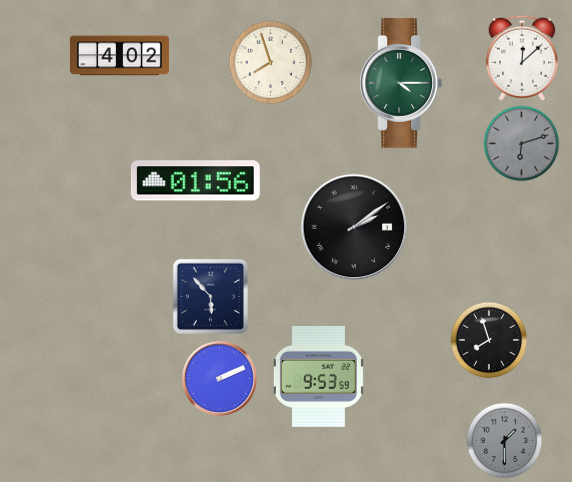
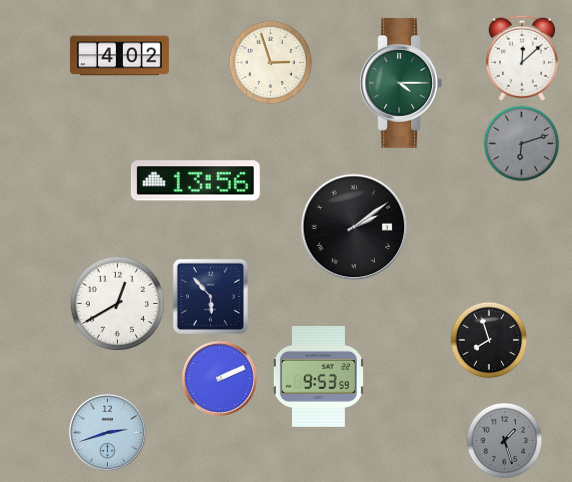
clock at (271, 63): 7:57 -> 2:57
clock at (195, 181): 01:56 -> 13:56
clock at (117, 303): none -> 12:40
clock at (107, 432): none -> 2:42
clock at (505, 441): 1:30 -> 1:27
